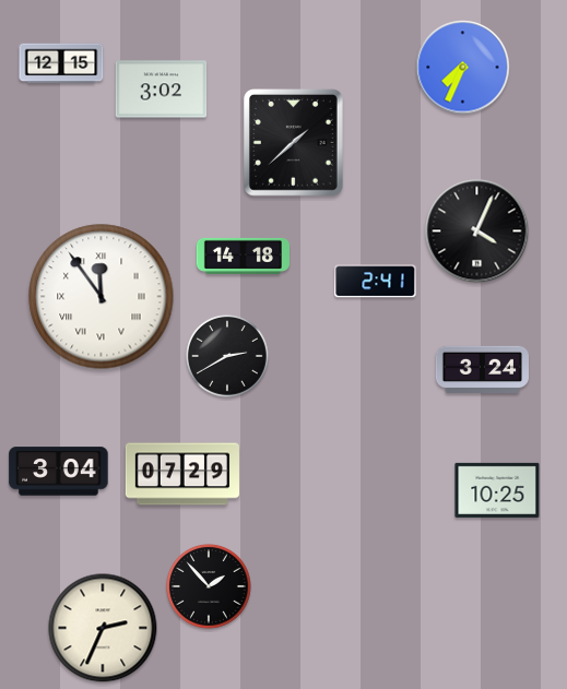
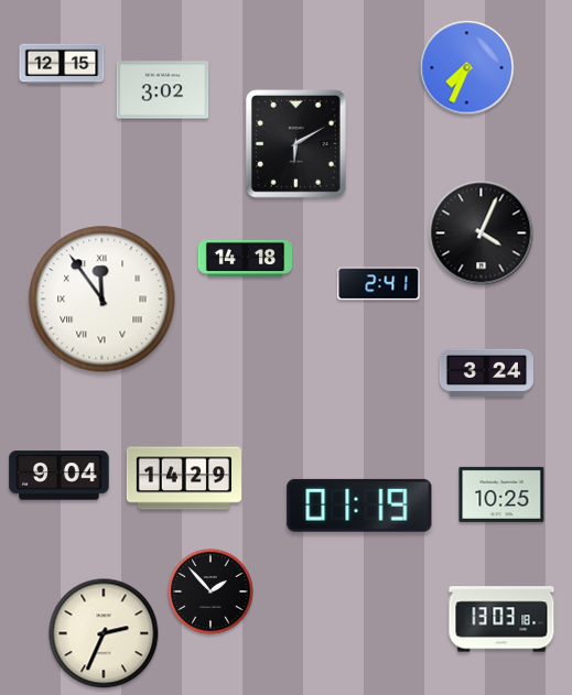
clock at (293, 143): 1:38 -> 6:10
clock at (228, 357): 2:40 -> none
clock at (59, 472): 3:04 -> 9:04
clock at (182, 474): 07:29 -> 14:29
clock at (359, 506): none -> 01:19
clock at (501, 619): none -> 13:03
